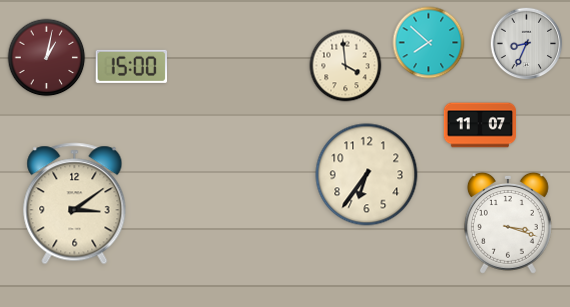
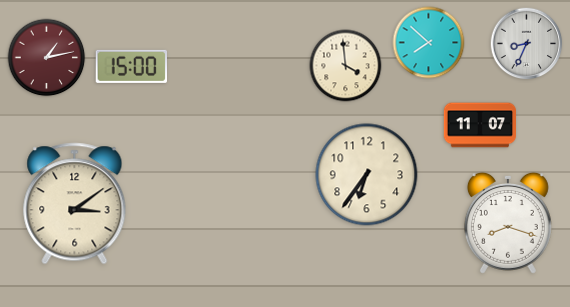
clock at (47, 58): 1:02 -> 1:13
clock at (508, 223): 3:18 -> 8:18
